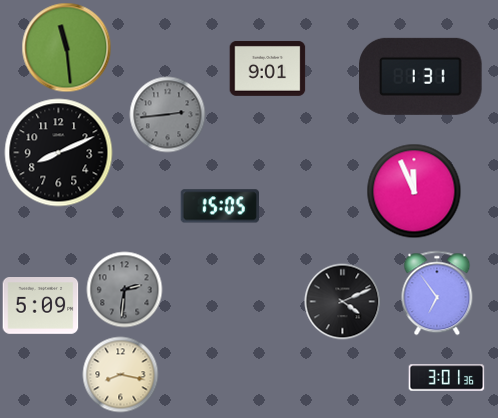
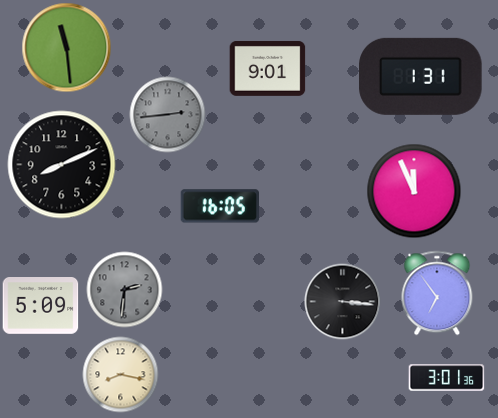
clock at (59, 153) position: (59, 153) -> (62, 165)
clock at (219, 206): 15:05 -> 16:05
clock at (343, 302): 4:11 -> 3:16
